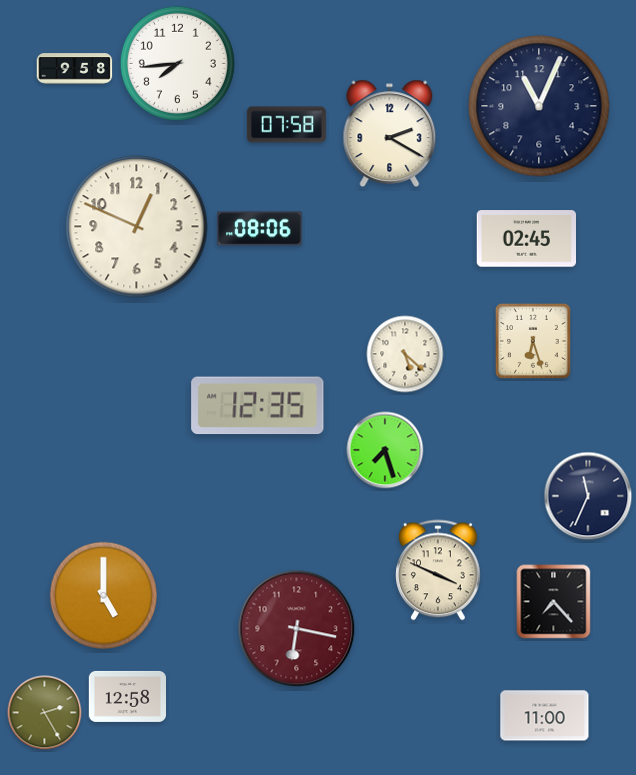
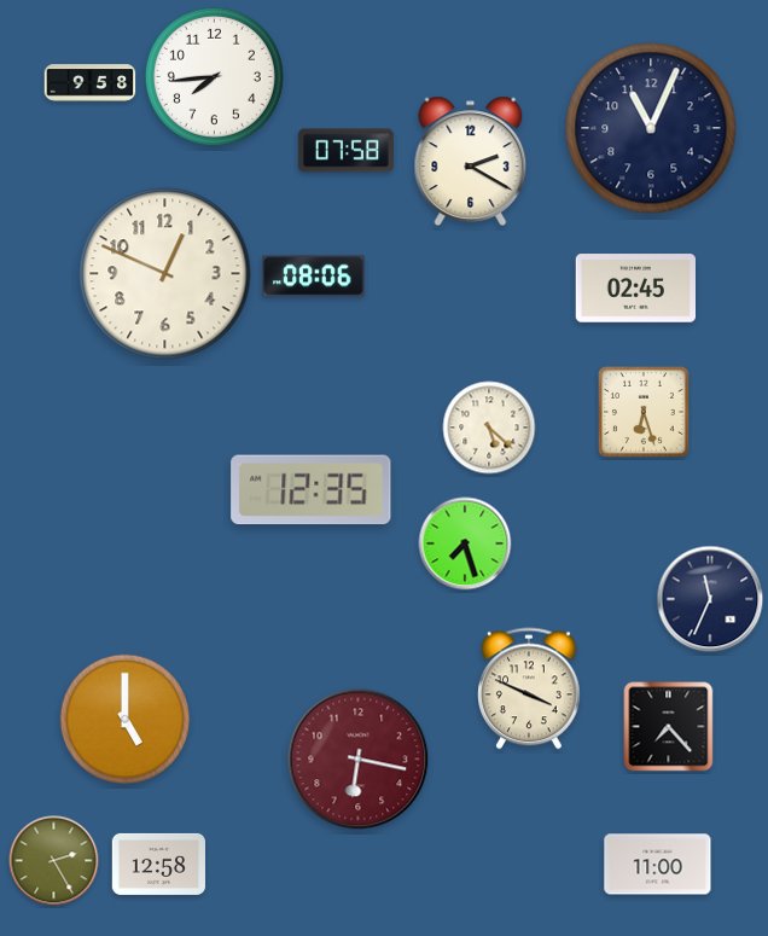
clock at (127, 696) position: (127, 696) -> (158, 864)
